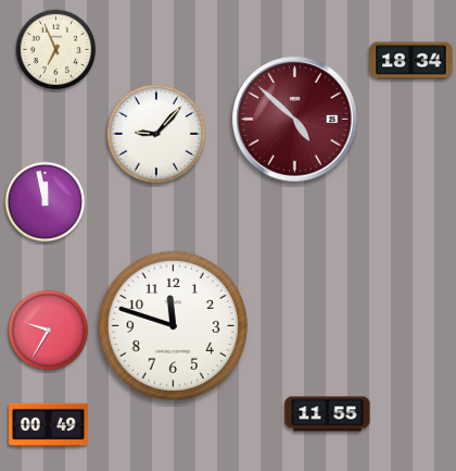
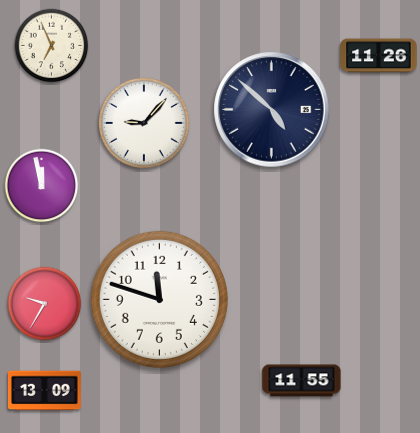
clock at (411, 61): 18:34 -> 11:26
clock at (295, 120) dial: burgundy -> navy
clock at (48, 425): 00:49 -> 13:09
